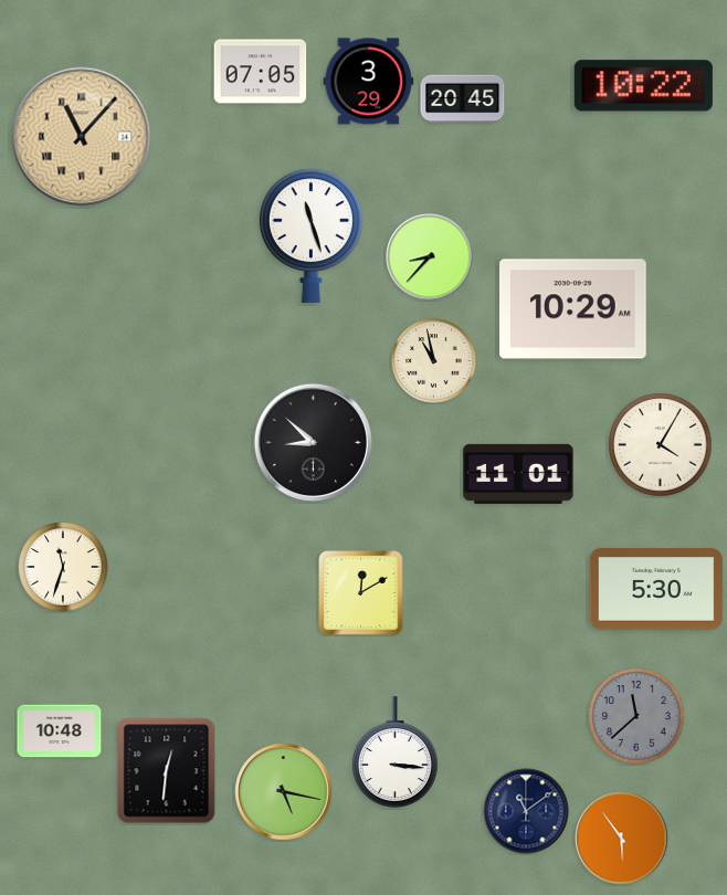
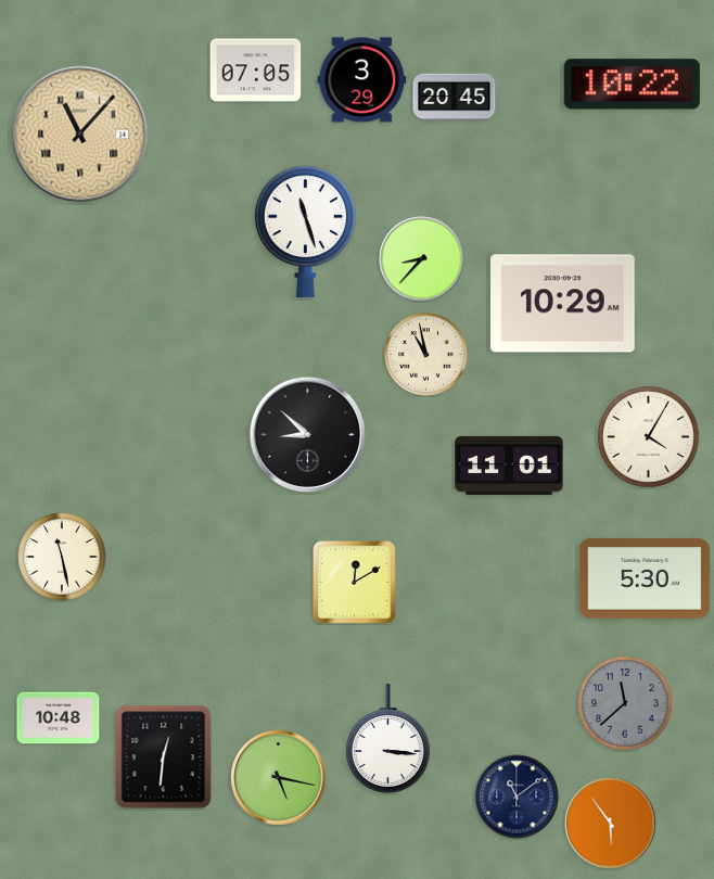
clock at (430, 257) position: (430, 257) -> (422, 259)
clock at (63, 567): 11:33 -> 11:28
